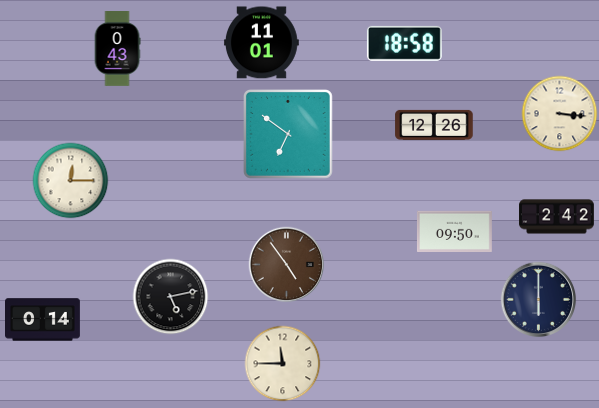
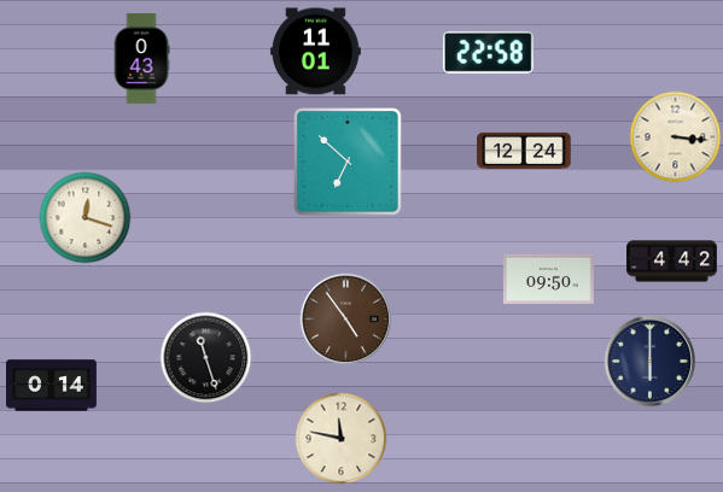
clock at (404, 43): 18:58 -> 22:58
clock at (434, 125): 12:26 -> 12:24
clock at (289, 135): 6:51 -> 6:52
clock at (71, 181): 12:15 -> 12:18
clock at (557, 217): 2:42 -> 4:42
clock at (171, 297): 5:13 -> 11:27
clock at (283, 364): 11:45 -> 11:47
